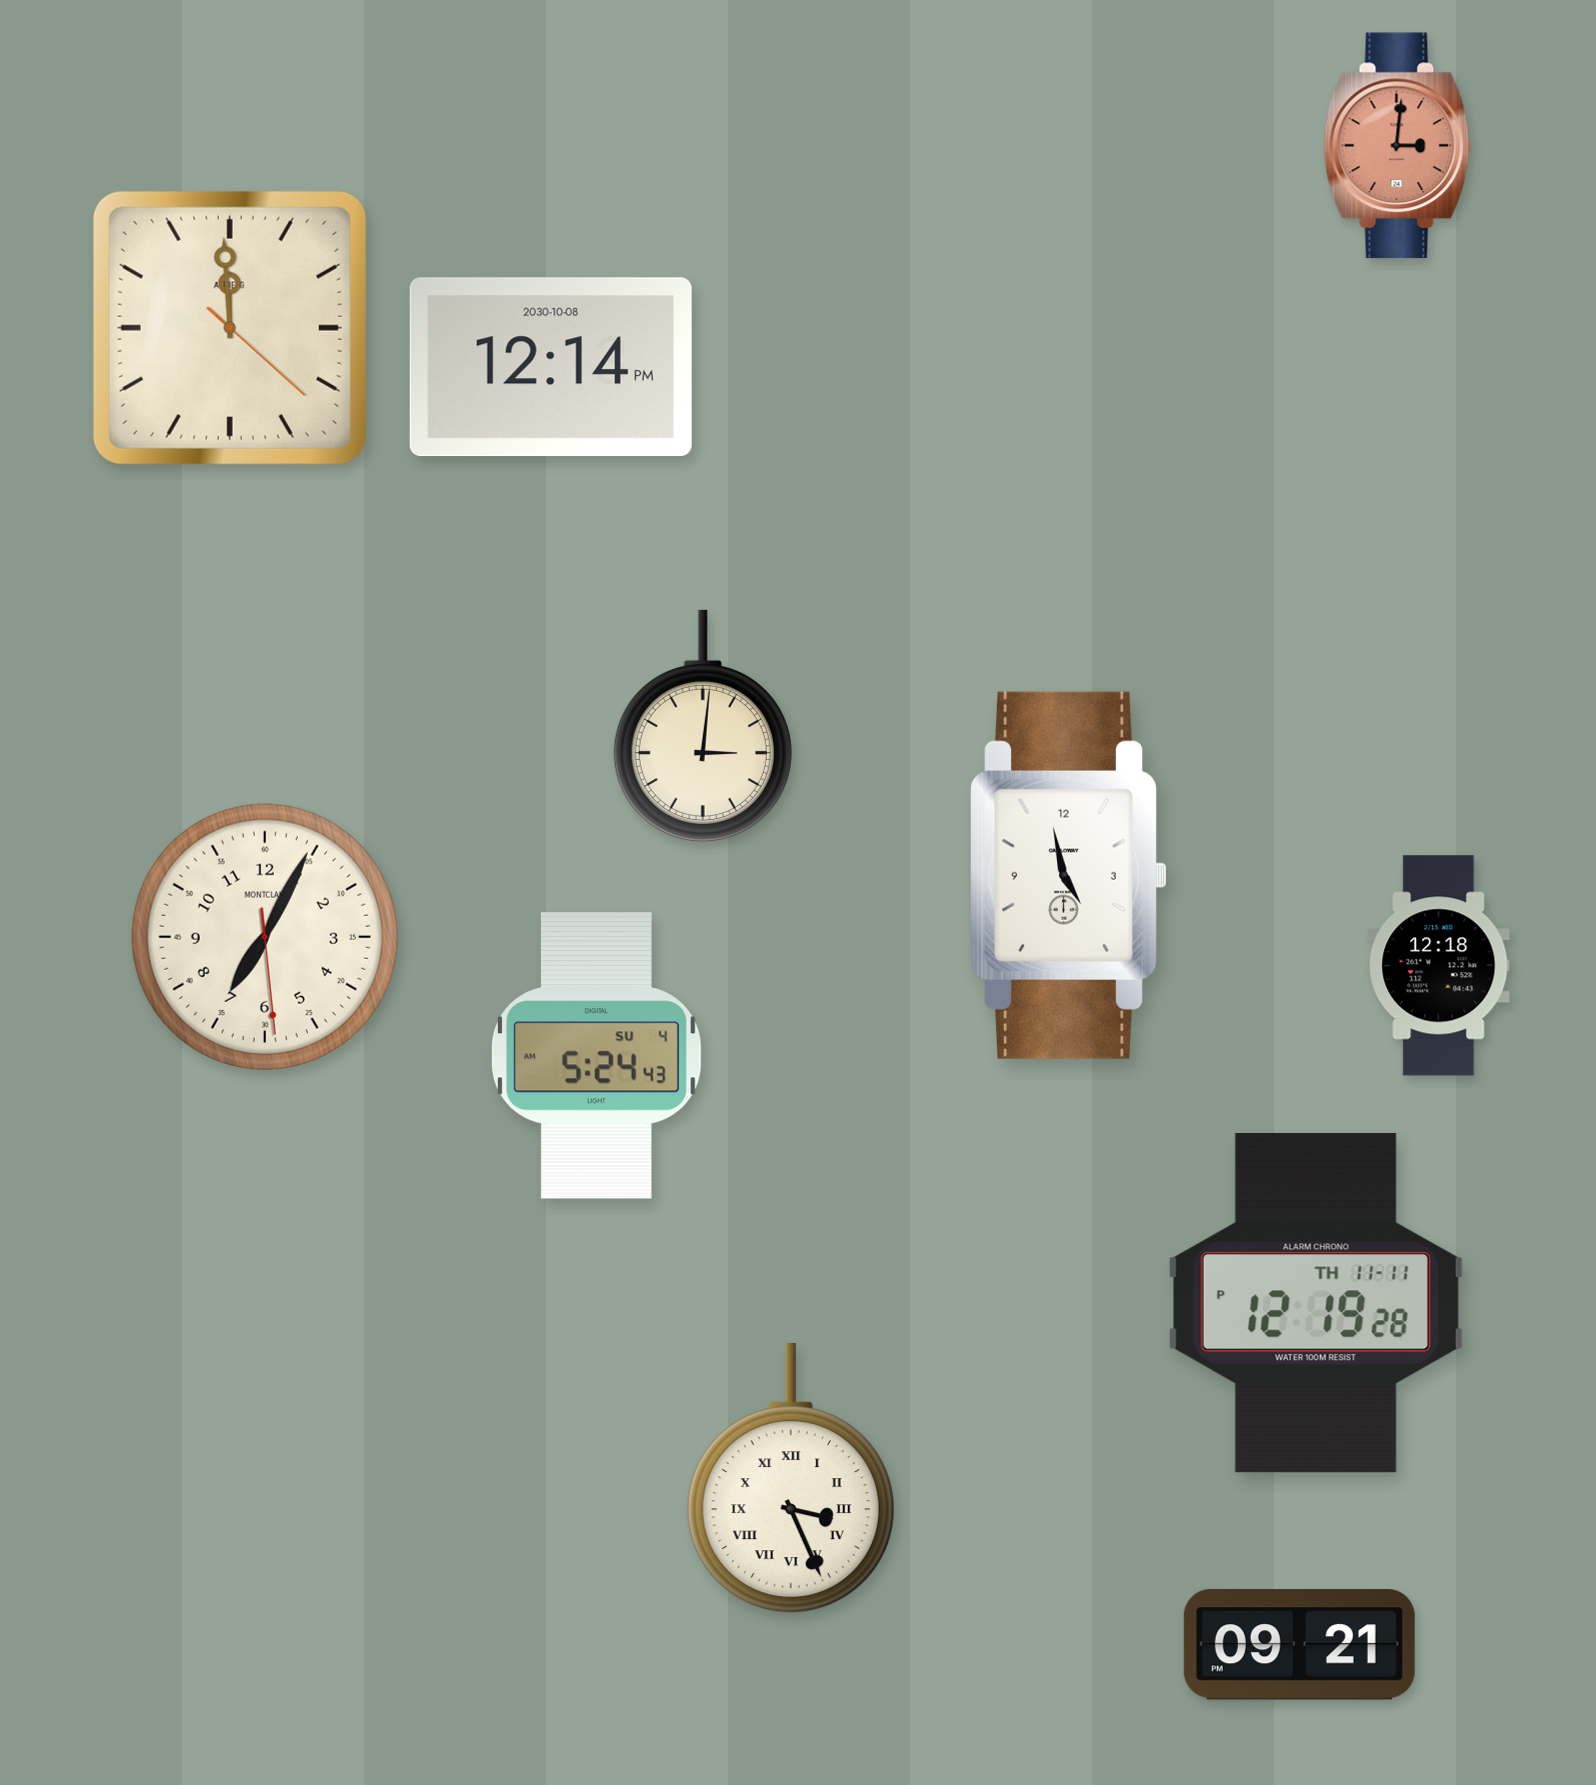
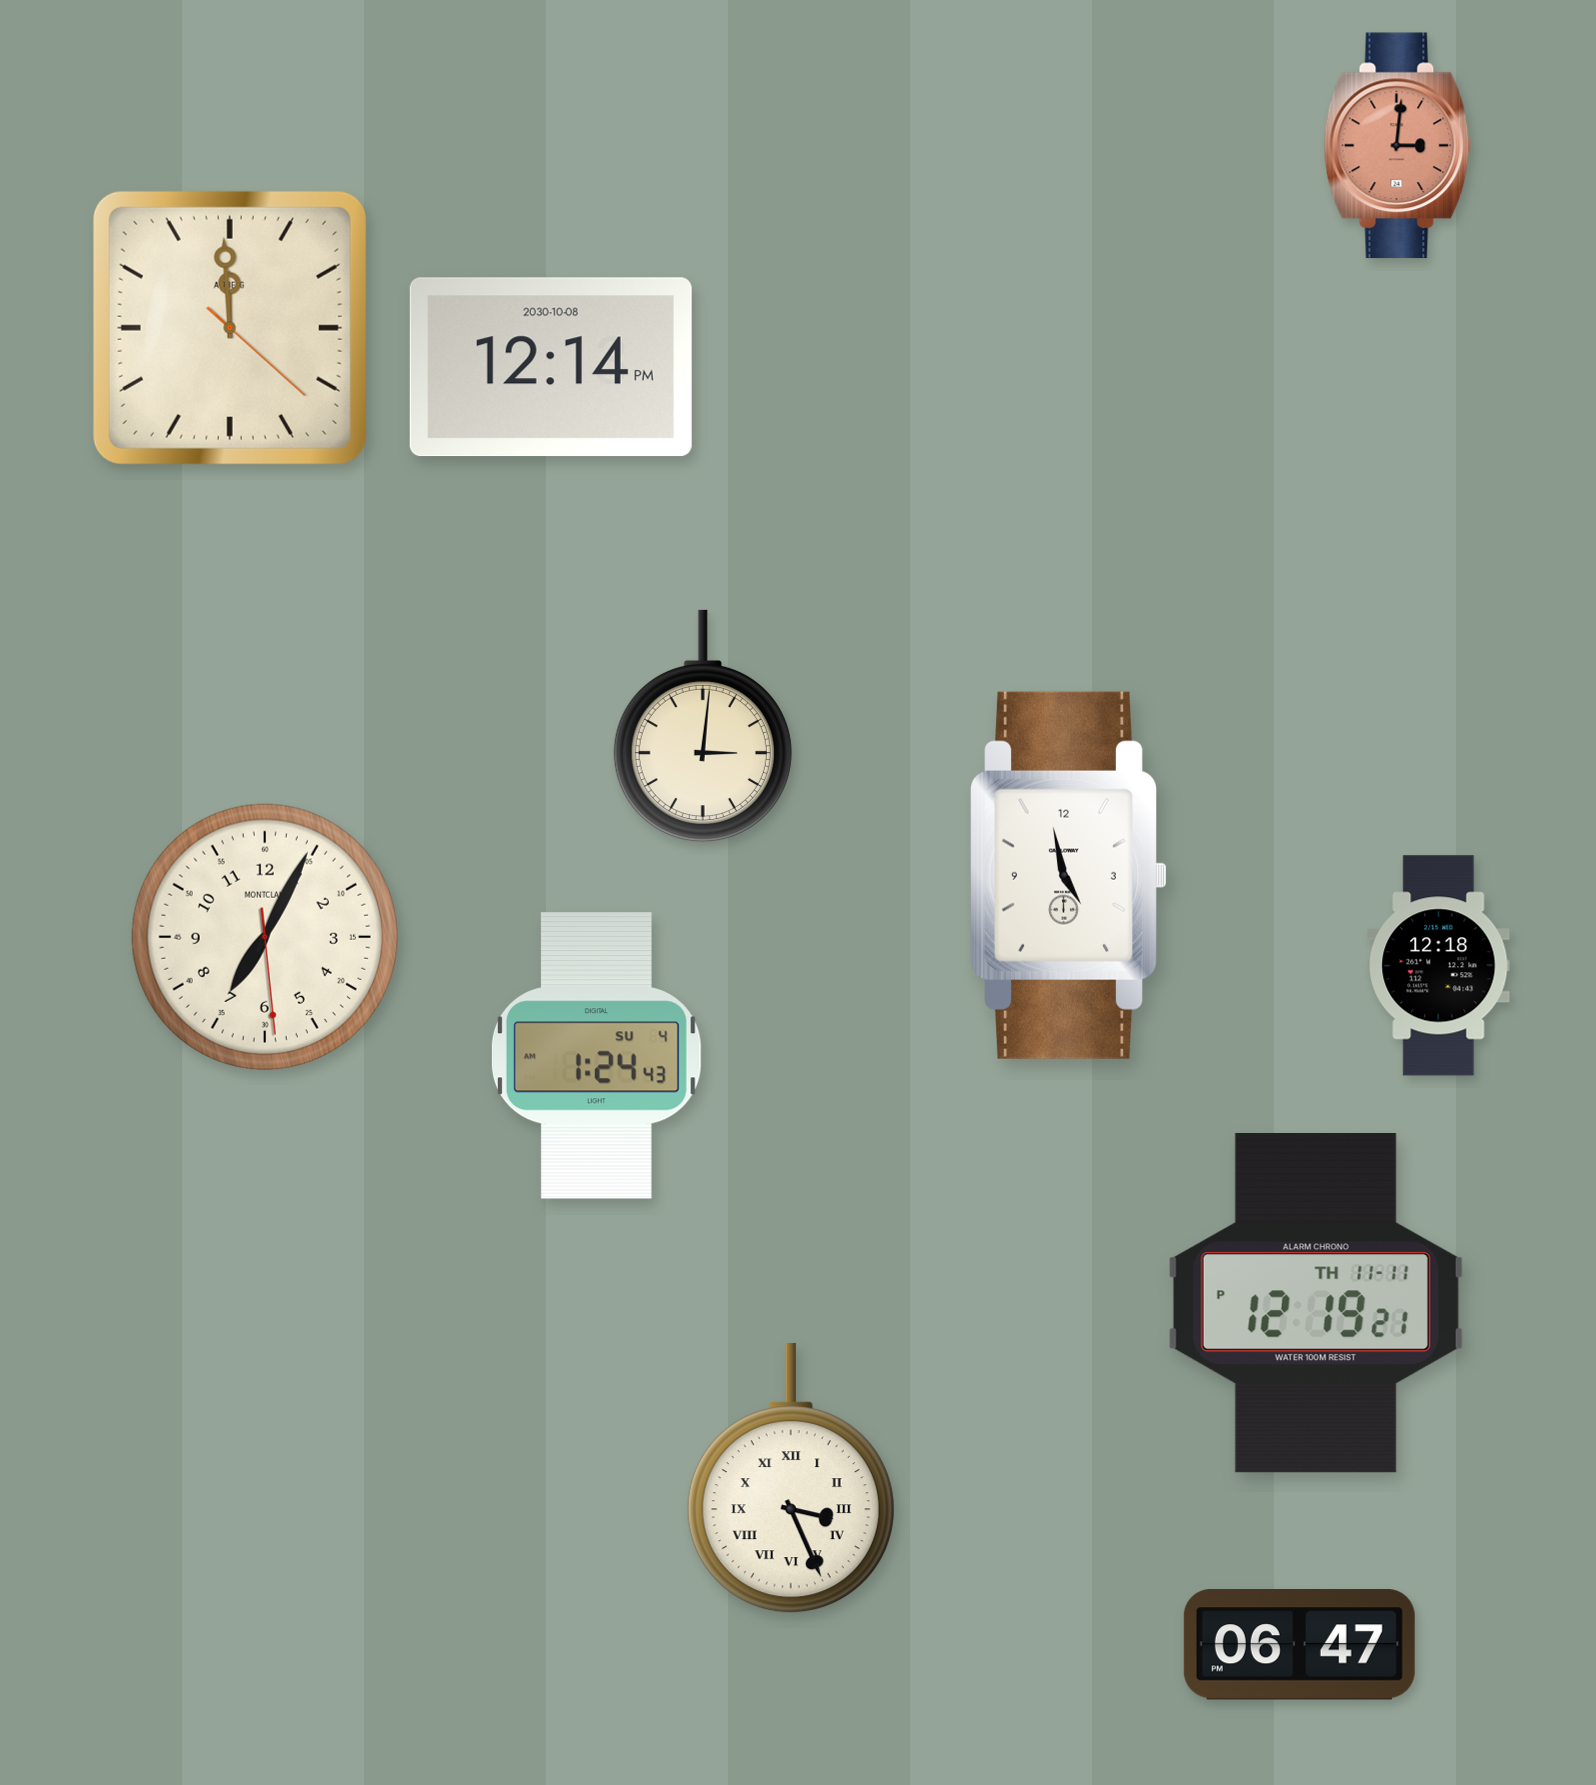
clock at (596, 1056): 5:24 -> 1:24
clock at (1316, 1303): 12:19:28 PM -> 12:19:21 PM
clock at (1299, 1645): 09:21 -> 06:47
